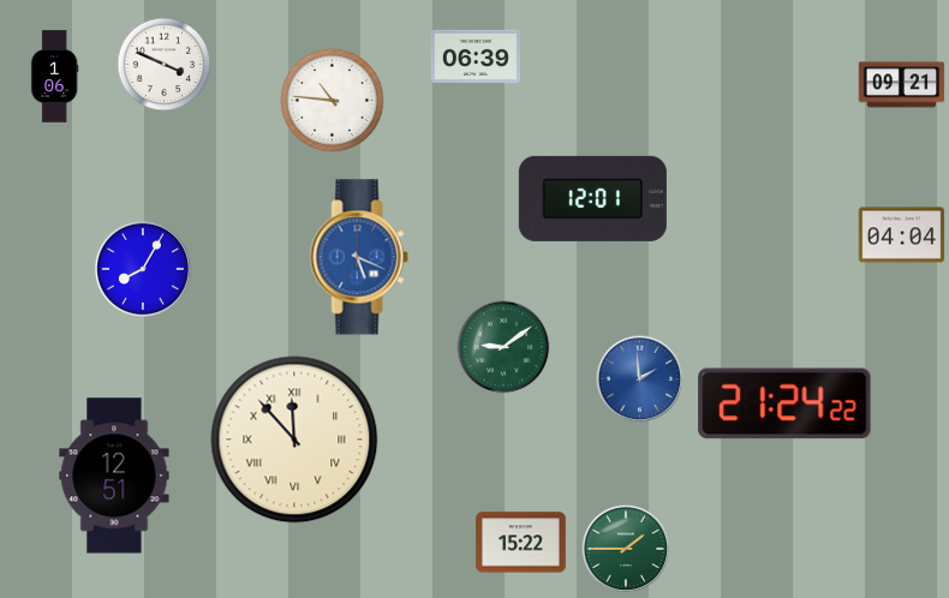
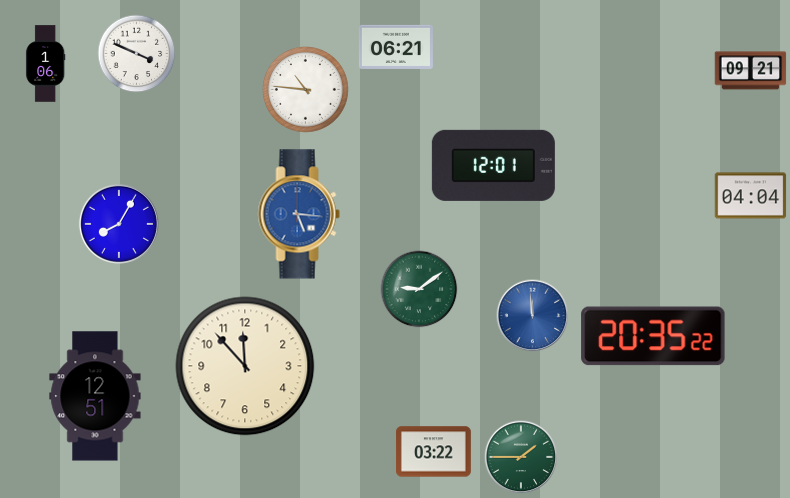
clock at (476, 56): 06:39 -> 06:21
clock at (332, 100) position: (332, 100) -> (305, 89)
clock at (359, 257): 5:19 -> 5:16
clock at (640, 379): 1:59 -> 11:59
clock at (784, 403): 21:24 -> 20:35
clock at (294, 439) numerals: Roman -> Arabic
clock at (521, 543): 15:22 -> 03:22
